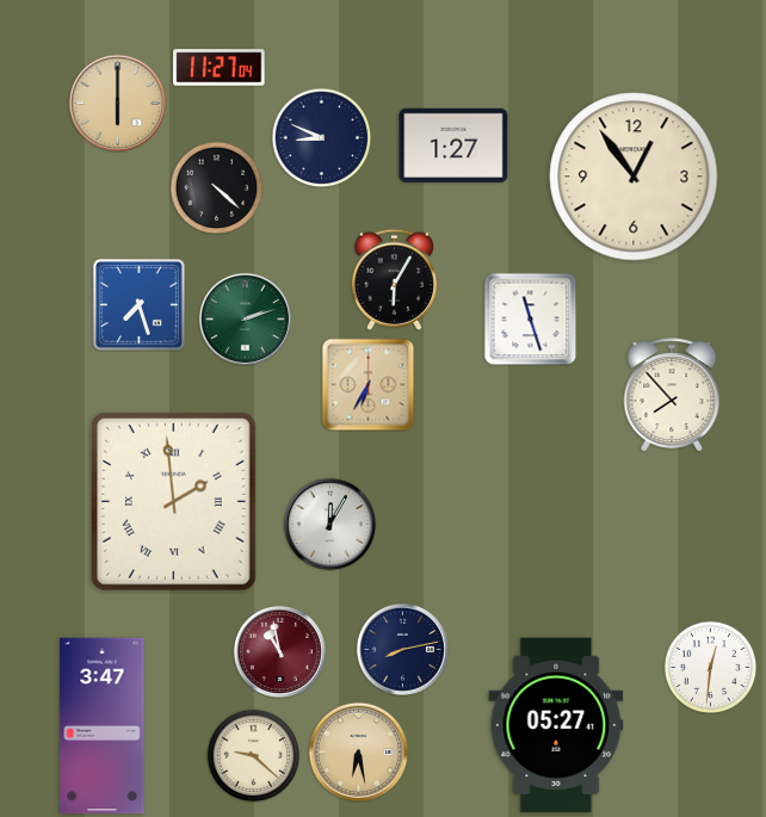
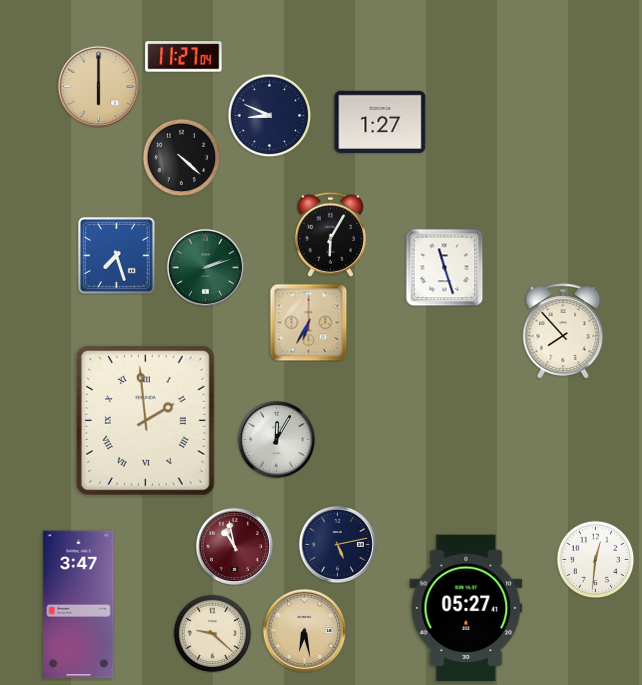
clock at (634, 177): 12:54 -> none
clock at (402, 649): 8:13 -> 5:13
clock at (103, 726) position: (103, 726) -> (79, 605)
clock at (358, 751) position: (358, 751) -> (304, 630)
